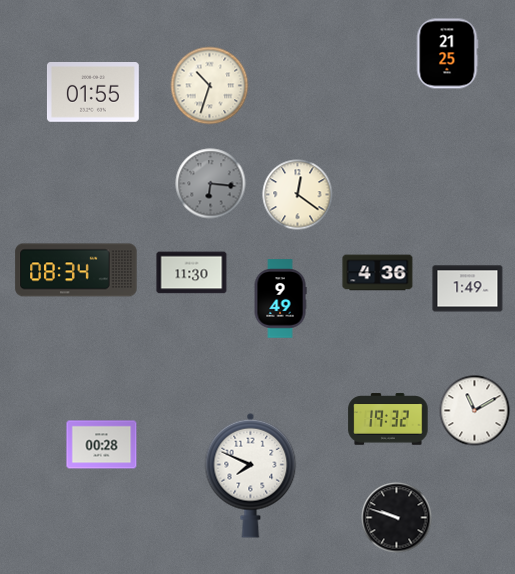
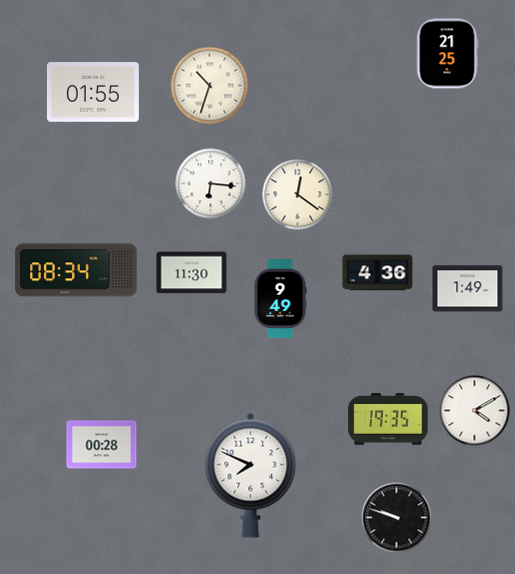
clock at (211, 184) dial: grey -> white
clock at (475, 411): 11:10 -> 4:10
clock at (388, 419): 19:32 -> 19:35
